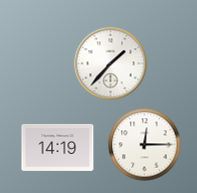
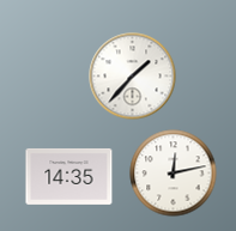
clock at (145, 145): 12:15 -> 12:13
clock at (58, 147): 14:19 -> 14:35
